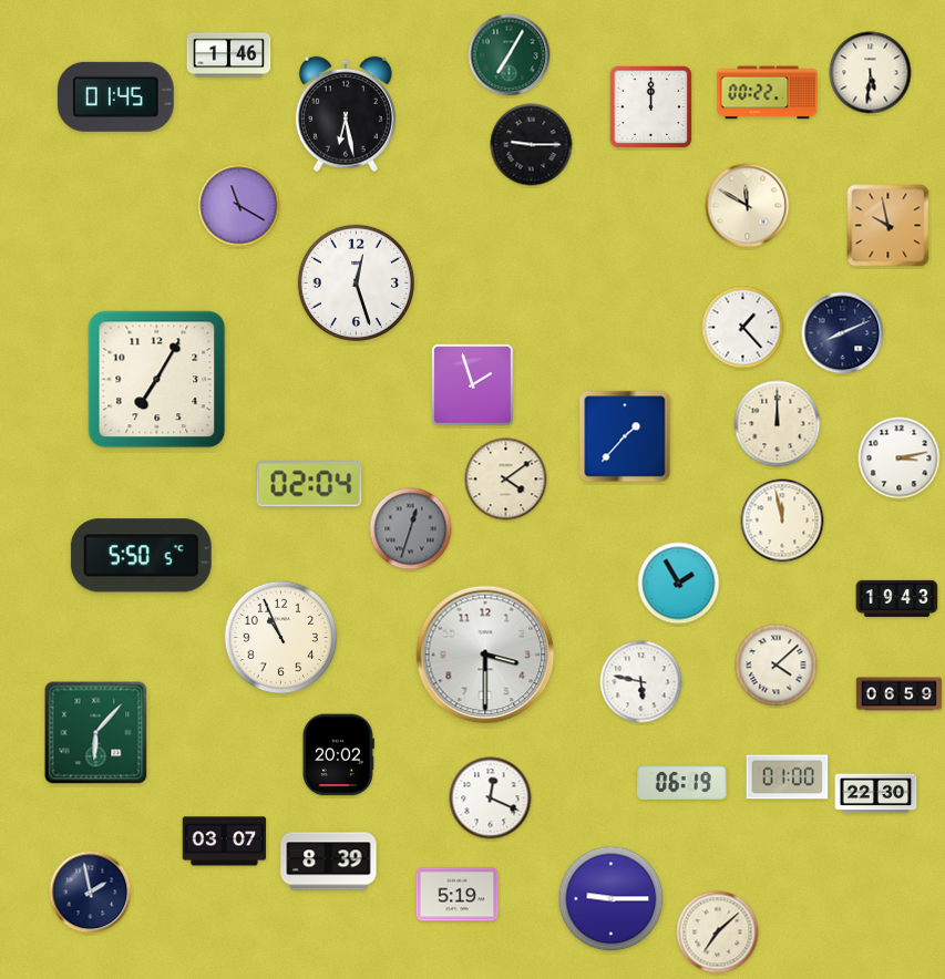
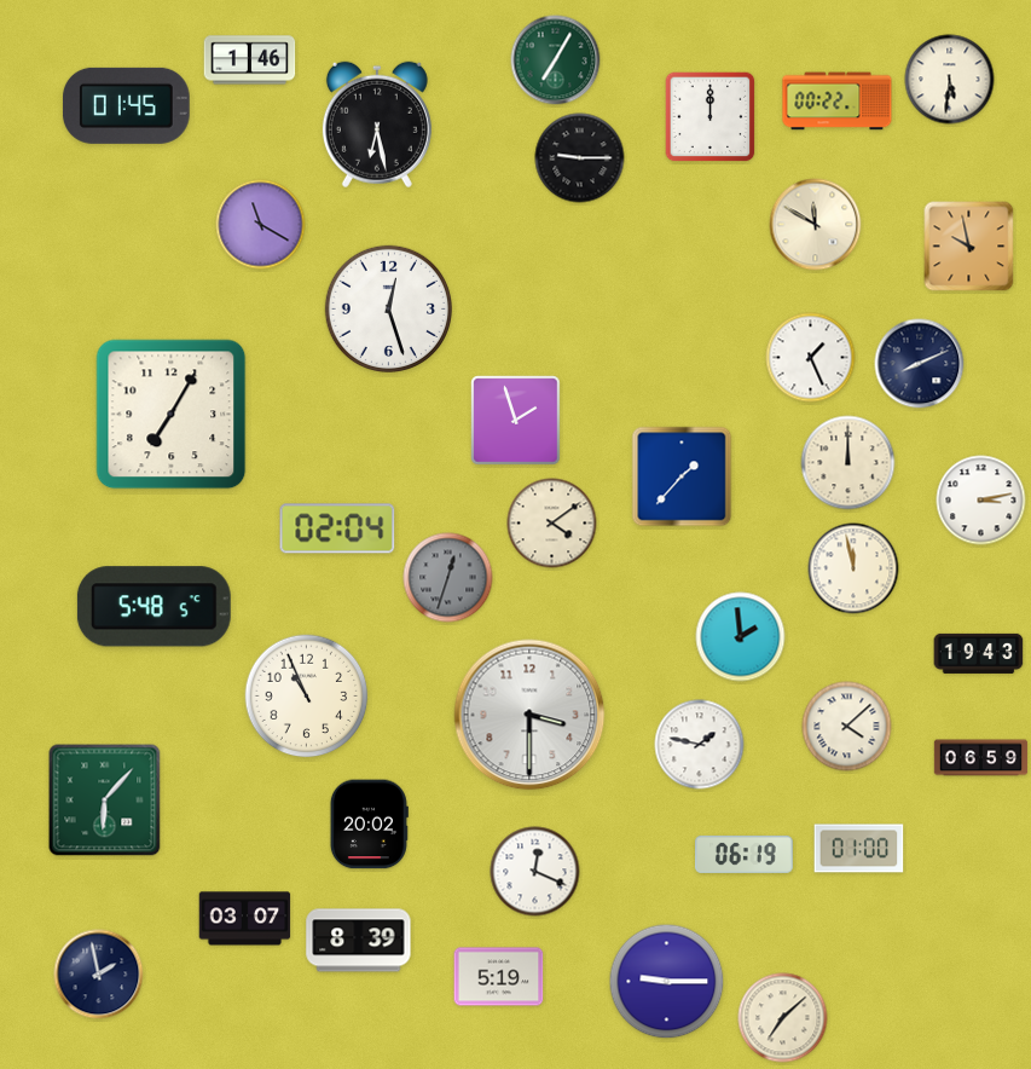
clock at (743, 328): 1:23 -> 1:26
clock at (141, 556): 5:50 -> 5:48
clock at (679, 584): 1:55 -> 1:59
clock at (641, 682): 5:47 -> 1:47
clock at (876, 794): 22:30 -> none
